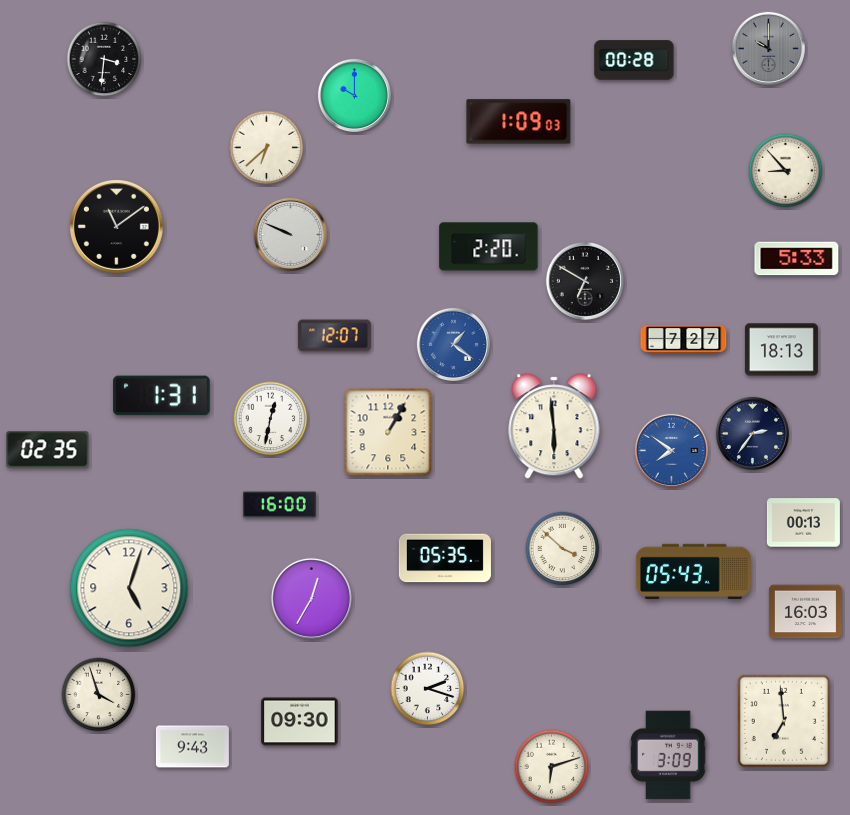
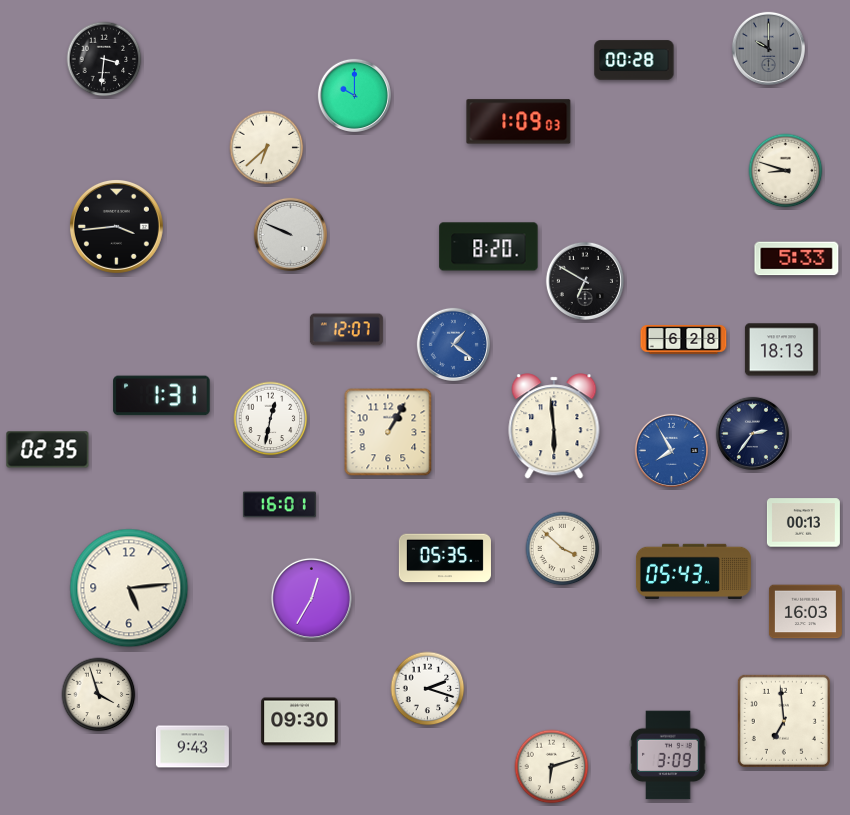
clock at (786, 171): 8:53 -> 8:48
clock at (116, 226): 11:09 -> 3:44
clock at (489, 247): 2:20 -> 8:20
clock at (334, 336) position: (334, 336) -> (346, 330)
clock at (684, 340): 7:27 -> 6:28
clock at (671, 450): 7:51 -> 7:55
clock at (279, 505): 16:00 -> 16:01
clock at (129, 588): 5:03 -> 5:14
